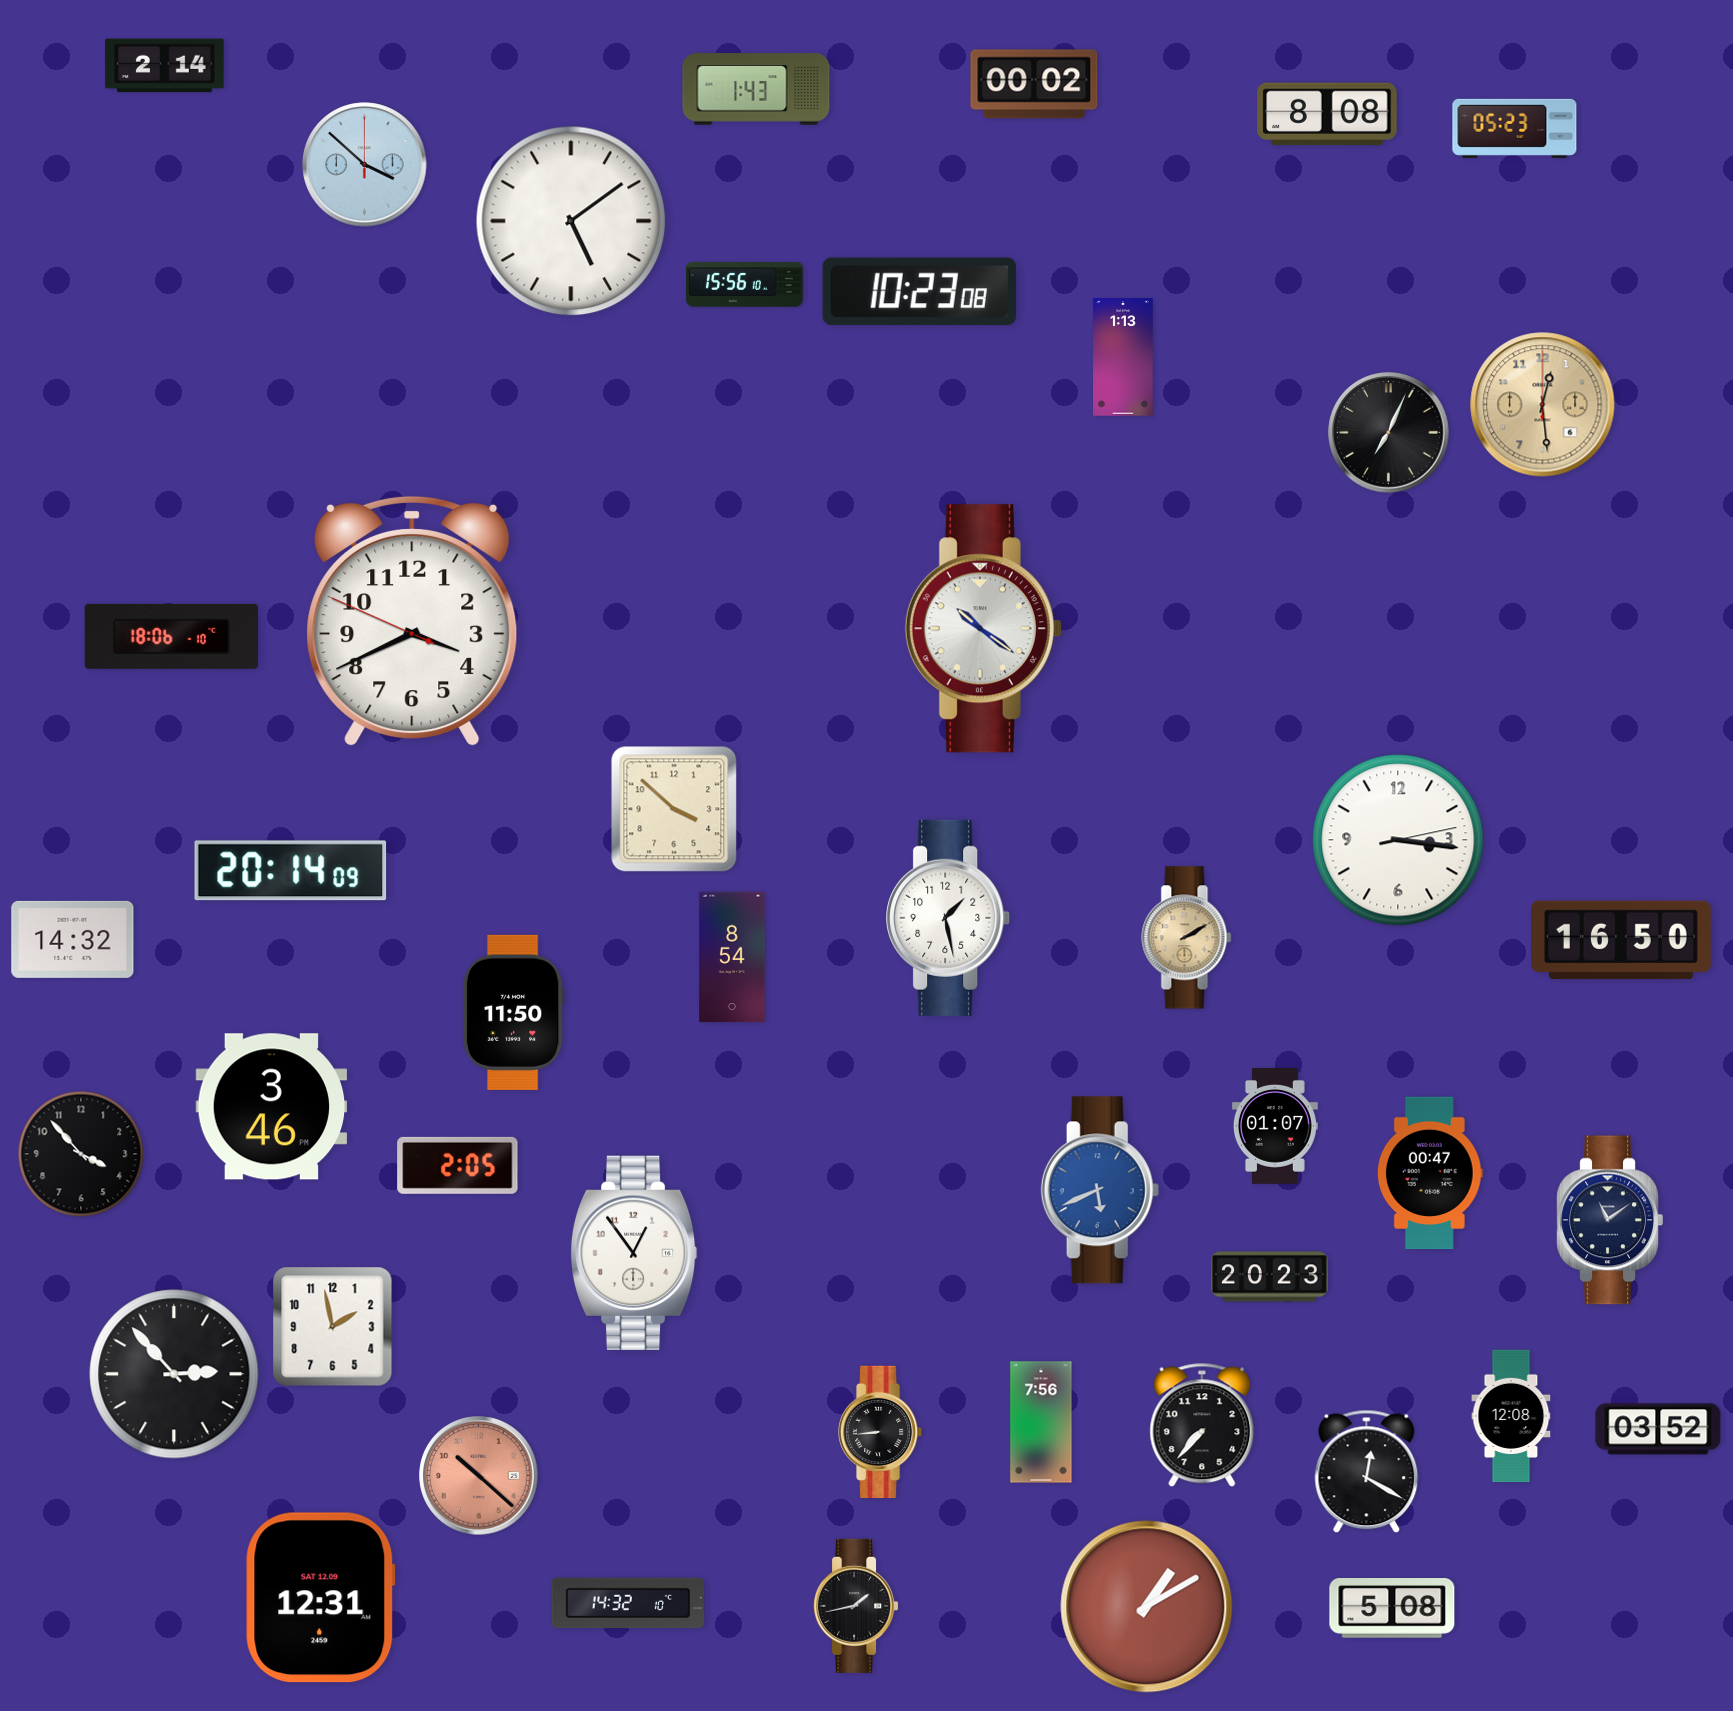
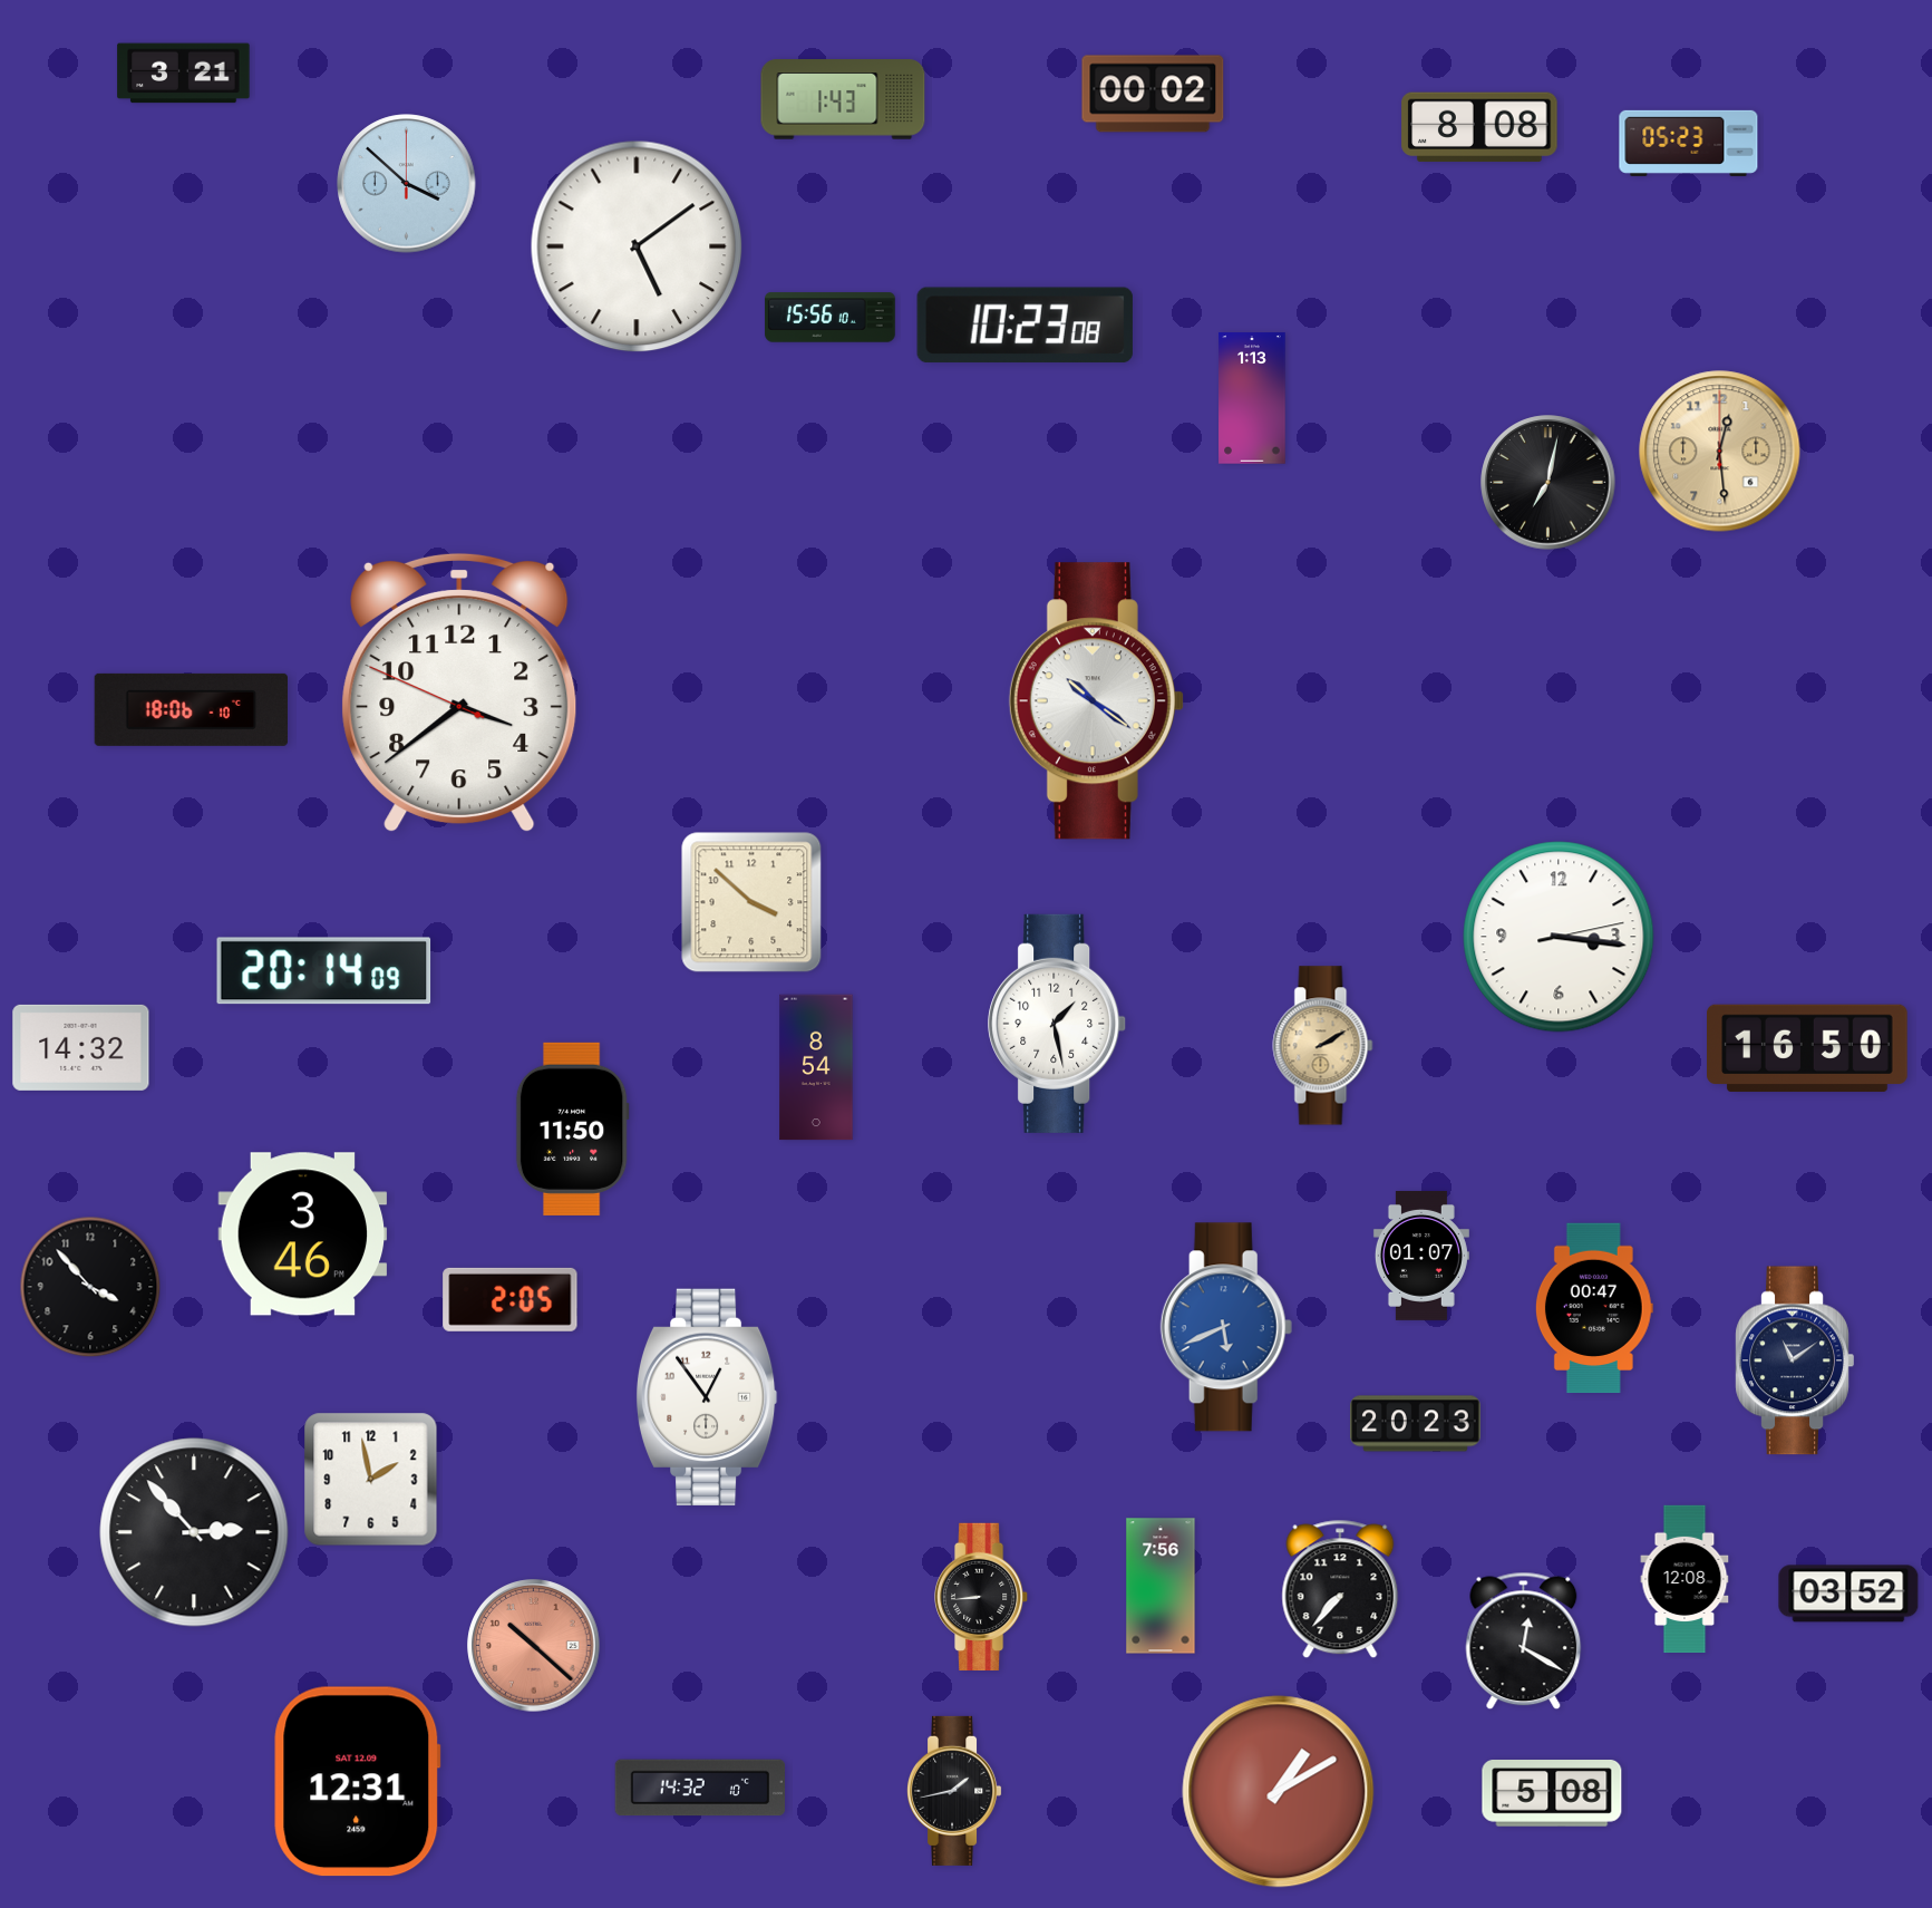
clock at (165, 66): 2:14 -> 3:21
clock at (1389, 433): 7:04 -> 7:02
clock at (412, 621): 3:40 -> 3:38
